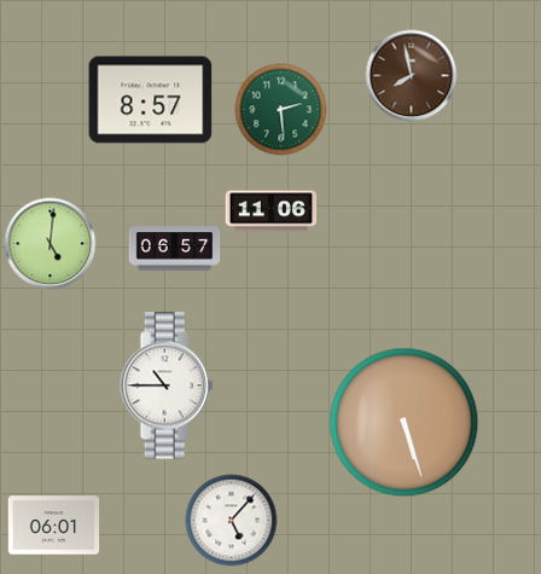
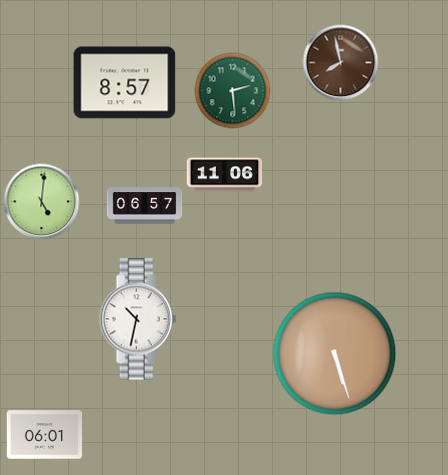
clock at (167, 385): 10:45 -> 10:32
clock at (405, 423) position: (405, 423) -> (335, 354)
clock at (232, 521): 5:07 -> none
